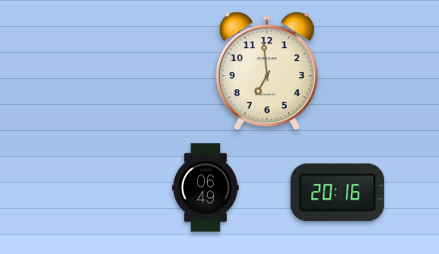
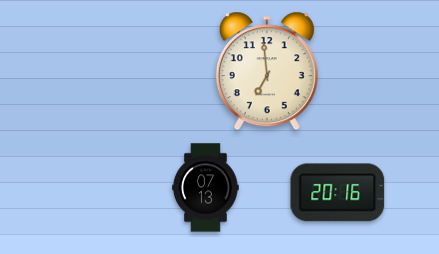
clock at (206, 188): 06:49 -> 07:13
